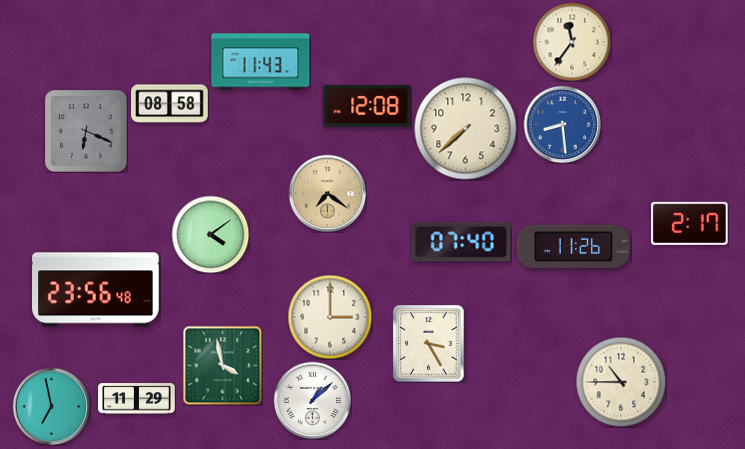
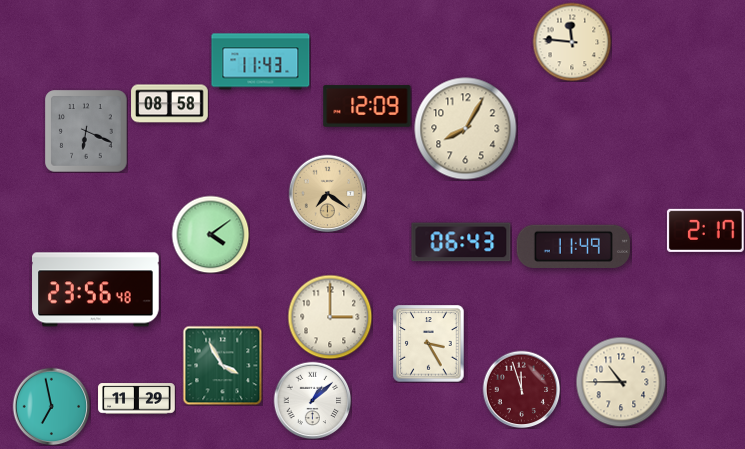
clock at (572, 42): 11:36 -> 11:46
clock at (367, 106): 12:08 -> 12:09
clock at (562, 124): 8:29 -> none
clock at (466, 129): 7:38 -> 8:05
clock at (690, 223) position: (690, 223) -> (706, 230)
clock at (461, 242): 07:40 -> 06:43
clock at (573, 246): 11:26 -> 11:49
clock at (222, 365): 3:58 -> 3:55
clock at (521, 389): none -> 11:57
